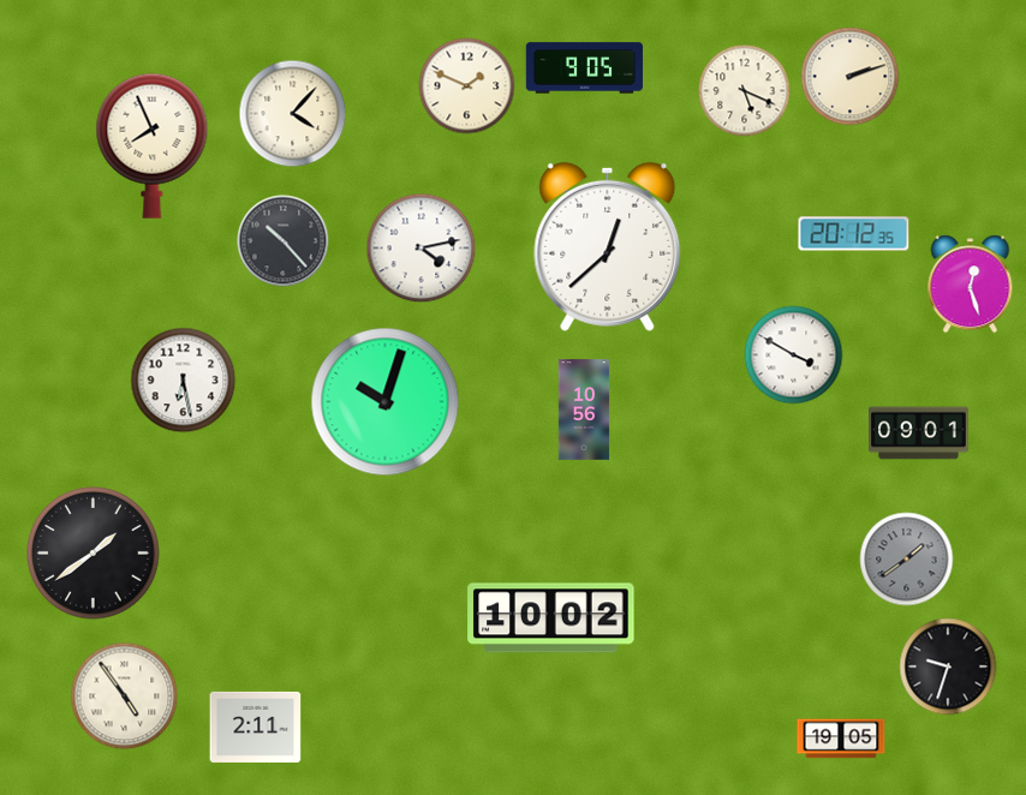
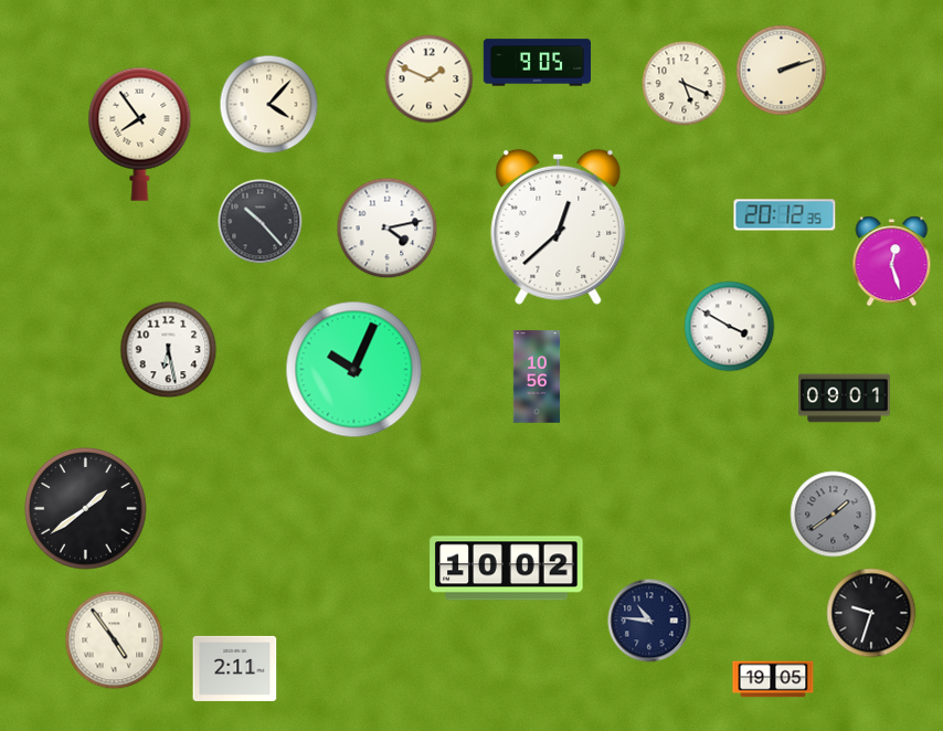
clock at (153, 145): 7:56 -> 7:54
clock at (386, 402): 10:03 -> 10:04
clock at (649, 621): none -> 10:46
